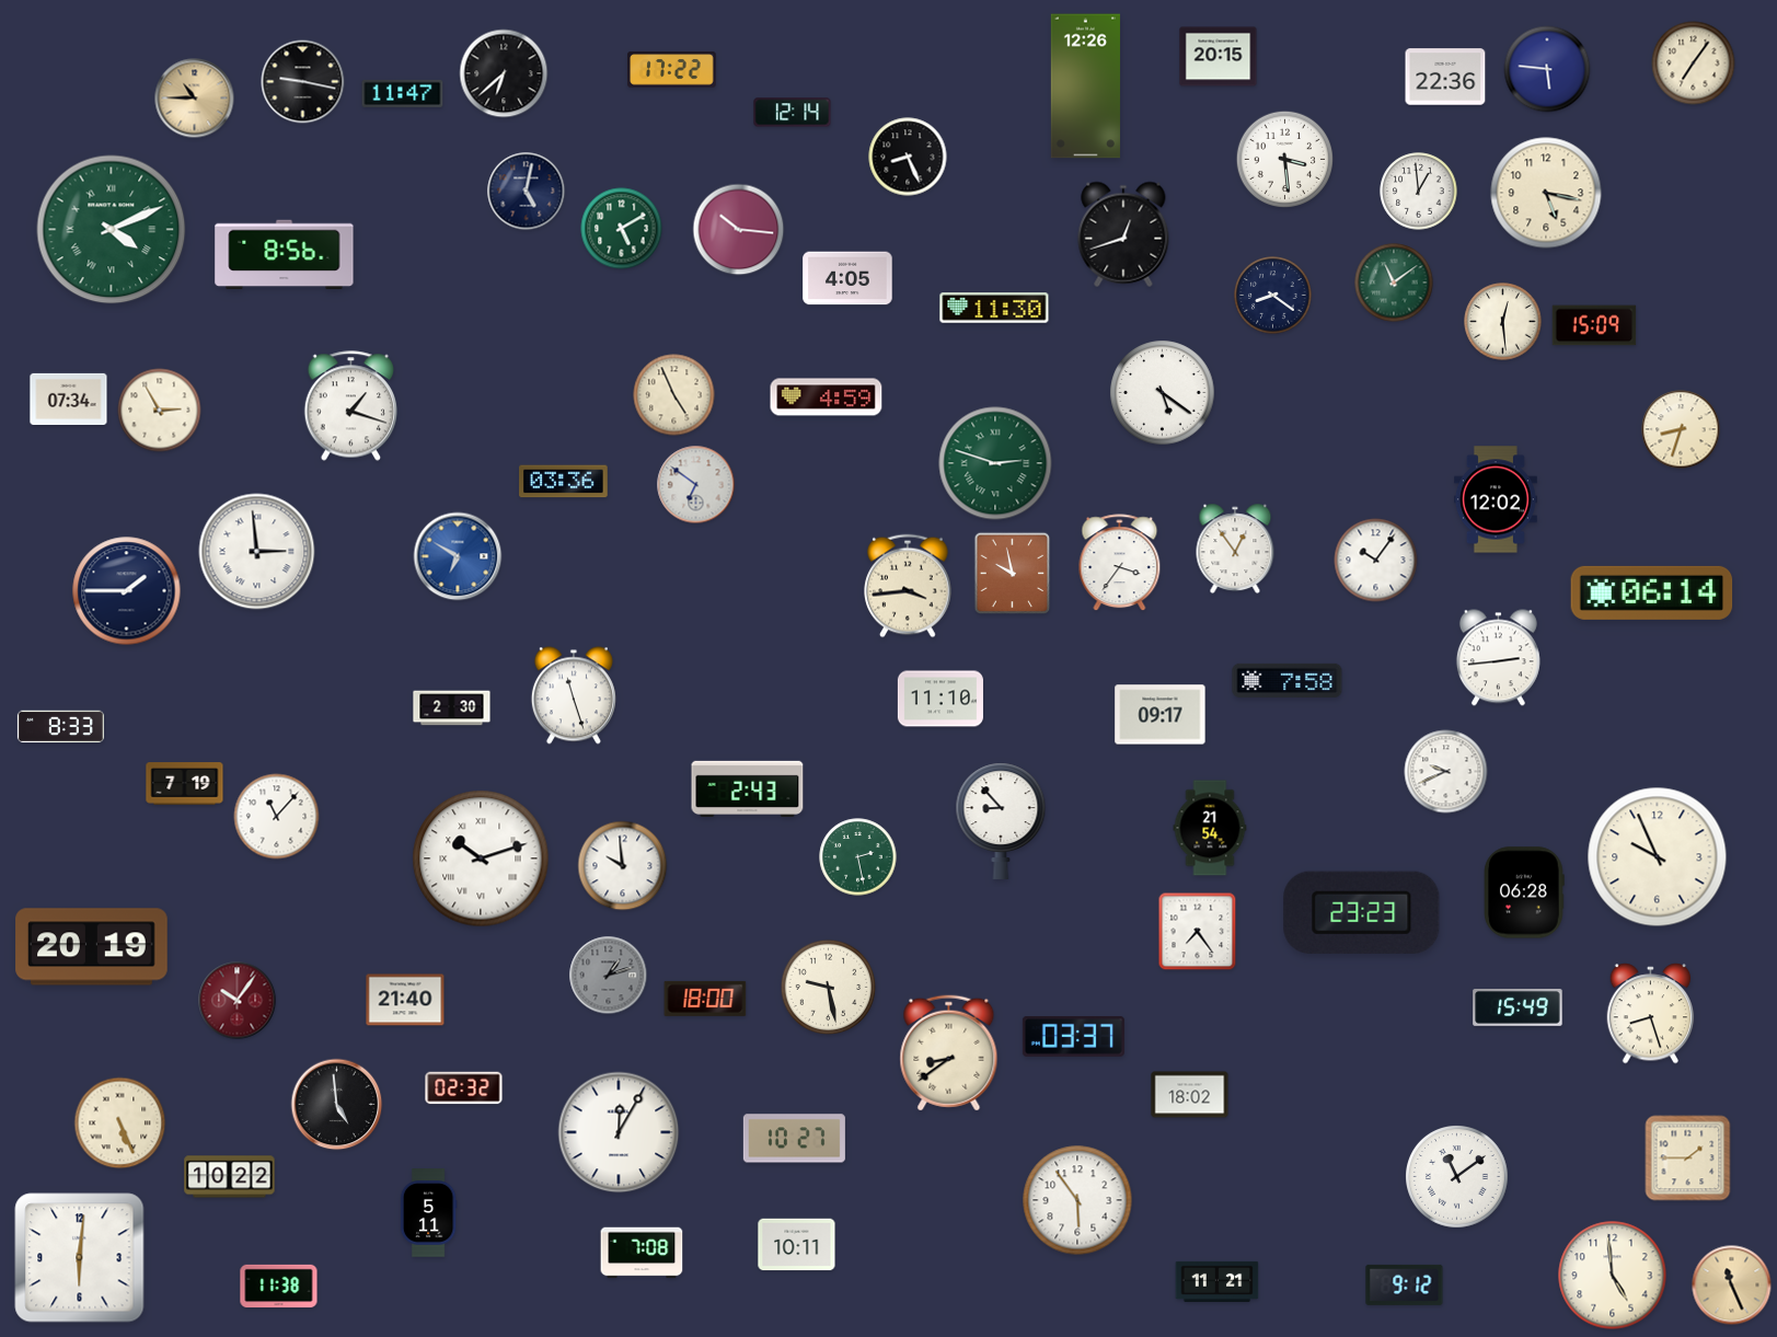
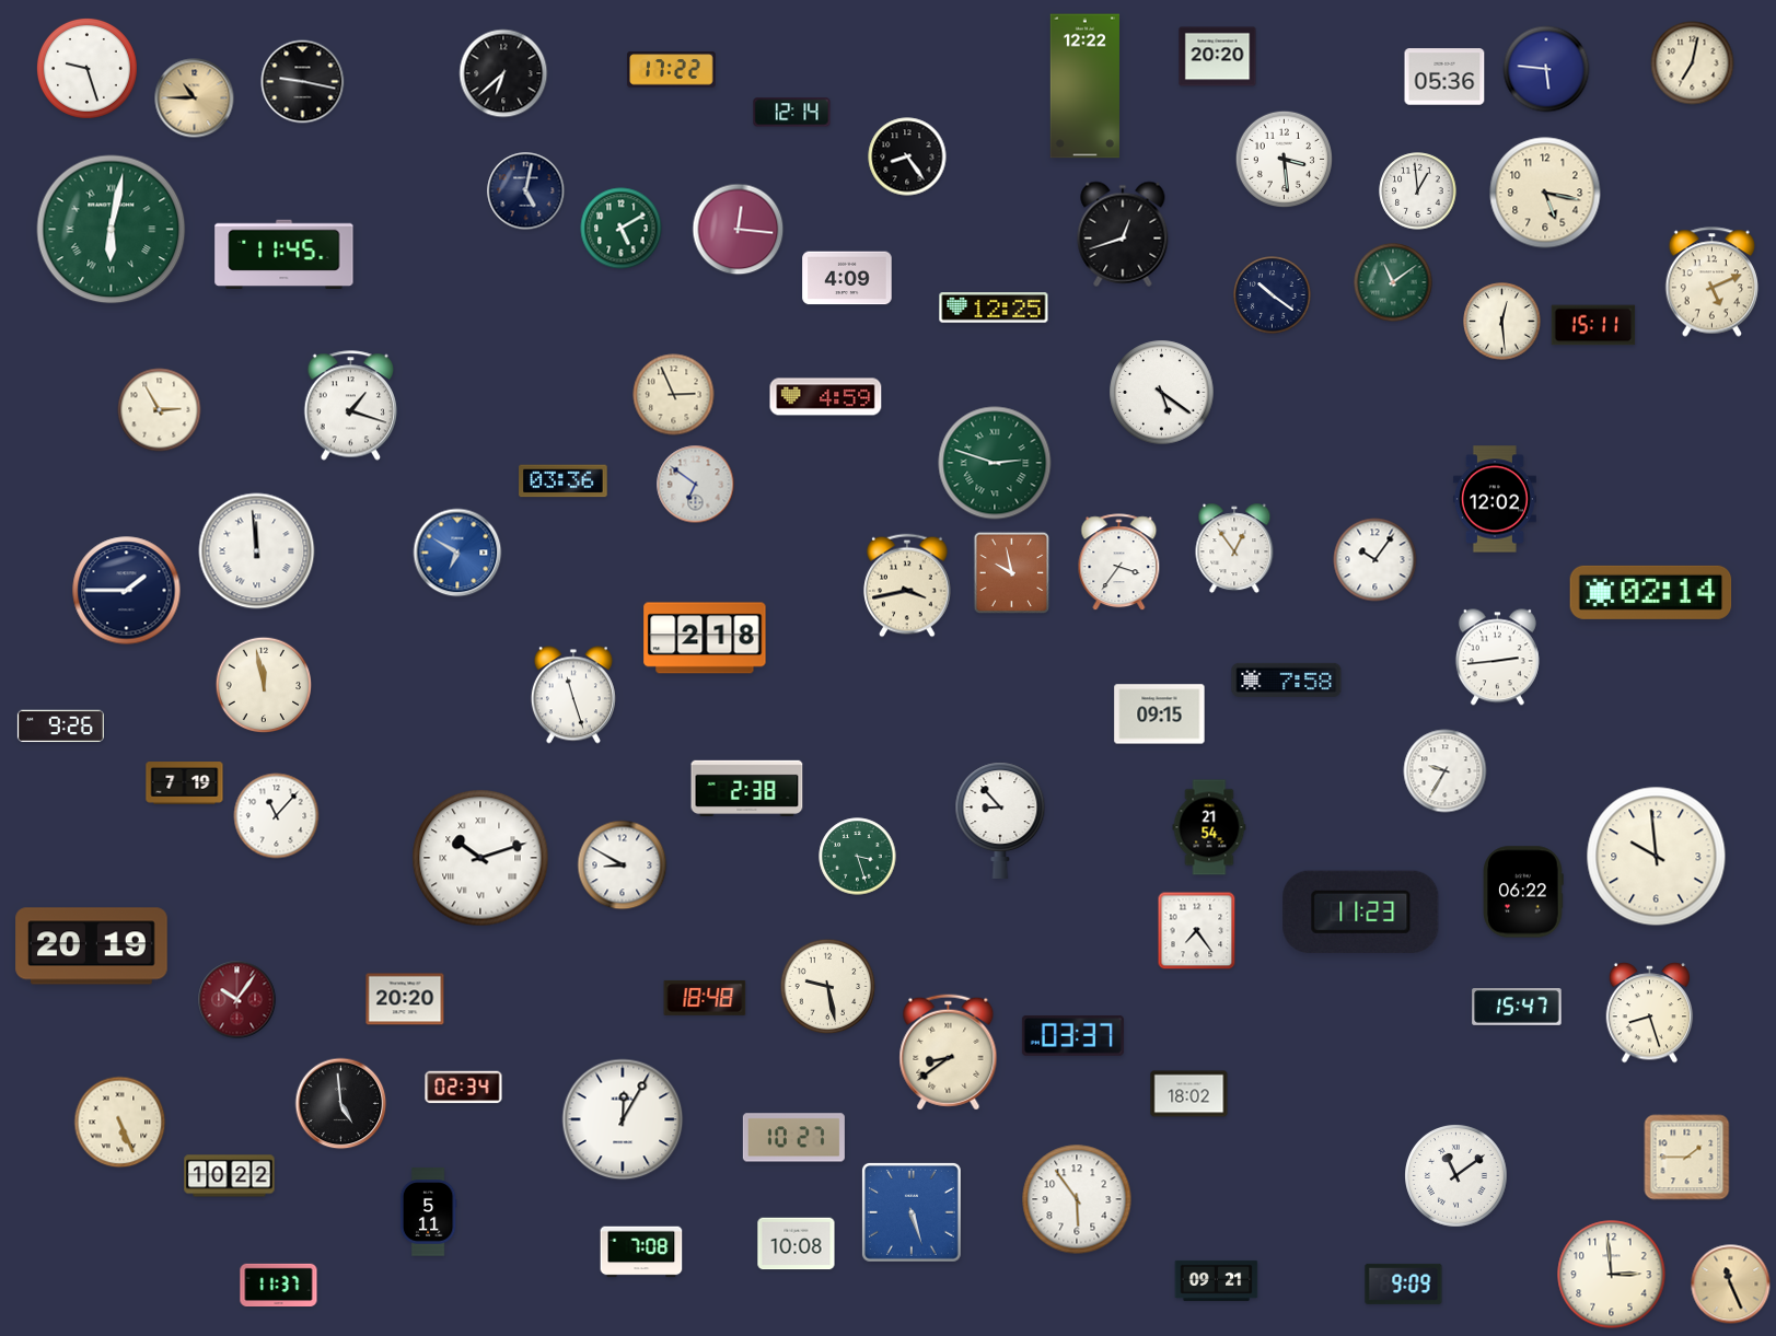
clock at (1219, 57): 20:15 -> 20:20
clock at (1694, 64): 7:06 -> 7:02
clock at (86, 68): none -> 9:27
clock at (1445, 77): 22:36 -> 05:36
clock at (1085, 87): 12:26 -> 12:22
clock at (403, 93): 11:47 -> none
clock at (908, 157): 8:26 -> 8:24
clock at (112, 230): 4:11 -> 6:02
clock at (739, 230): 10:16 -> 12:16
clock at (285, 255): 8:56 -> 11:45
clock at (847, 278): 4:05 -> 4:09
clock at (1711, 282): none -> 5:11
clock at (1273, 296): 8:21 -> 10:21
clock at (994, 308): 11:30 -> 12:25
clock at (1594, 325): 15:09 -> 15:11
clock at (674, 395): 4:56 -> 2:56
clock at (69, 399): 07:34 -> none
clock at (1681, 429): 8:33 -> none
clock at (257, 552): 2:59 -> 11:59
clock at (458, 556) position: (458, 556) -> (457, 553)
clock at (908, 586): 3:44 -> 3:43
clock at (1652, 592): 06:14 -> 02:14
clock at (705, 638): none -> 2:18
clock at (264, 685): none -> 11:58
clock at (941, 699): 11:10 -> none
clock at (452, 708): 2:30 -> none
clock at (1161, 715): 09:17 -> 09:15
clock at (60, 727): 8:33 -> 9:26
clock at (1446, 772): 9:41 -> 9:35
clock at (748, 788): 2:43 -> 2:38
clock at (858, 857): 2:28 -> 3:27
clock at (1658, 857): 9:56 -> 9:59
clock at (623, 866): 9:59 -> 8:50
clock at (1524, 892): 06:28 -> 06:22
clock at (1362, 912): 23:23 -> 11:23
clock at (609, 976): 1:12 -> none
clock at (705, 999): 18:00 -> 18:48
clock at (405, 1000): 21:40 -> 20:20
clock at (1518, 1008): 15:49 -> 15:47
clock at (464, 1088): 02:32 -> 02:34
clock at (337, 1105) position: (337, 1105) -> (341, 1104)
clock at (619, 1132) position: (619, 1132) -> (623, 1119)
clock at (912, 1212): none -> 5:27
clock at (797, 1245): 10:11 -> 10:08
clock at (80, 1258): 6:01 -> none
clock at (1613, 1276): 4:59 -> 2:59
clock at (1218, 1281): 11:21 -> 09:21
clock at (1405, 1284): 9:12 -> 9:09
clock at (279, 1287): 11:38 -> 11:37
